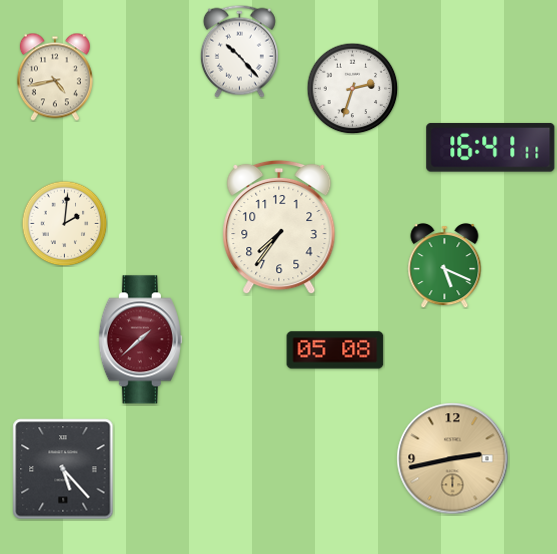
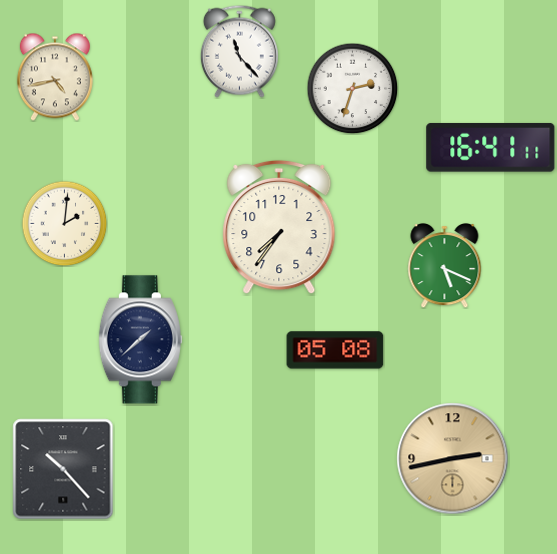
clock at (239, 51): 10:23 -> 11:23
clock at (140, 340) dial: burgundy -> navy
clock at (63, 469): 5:23 -> 10:23
